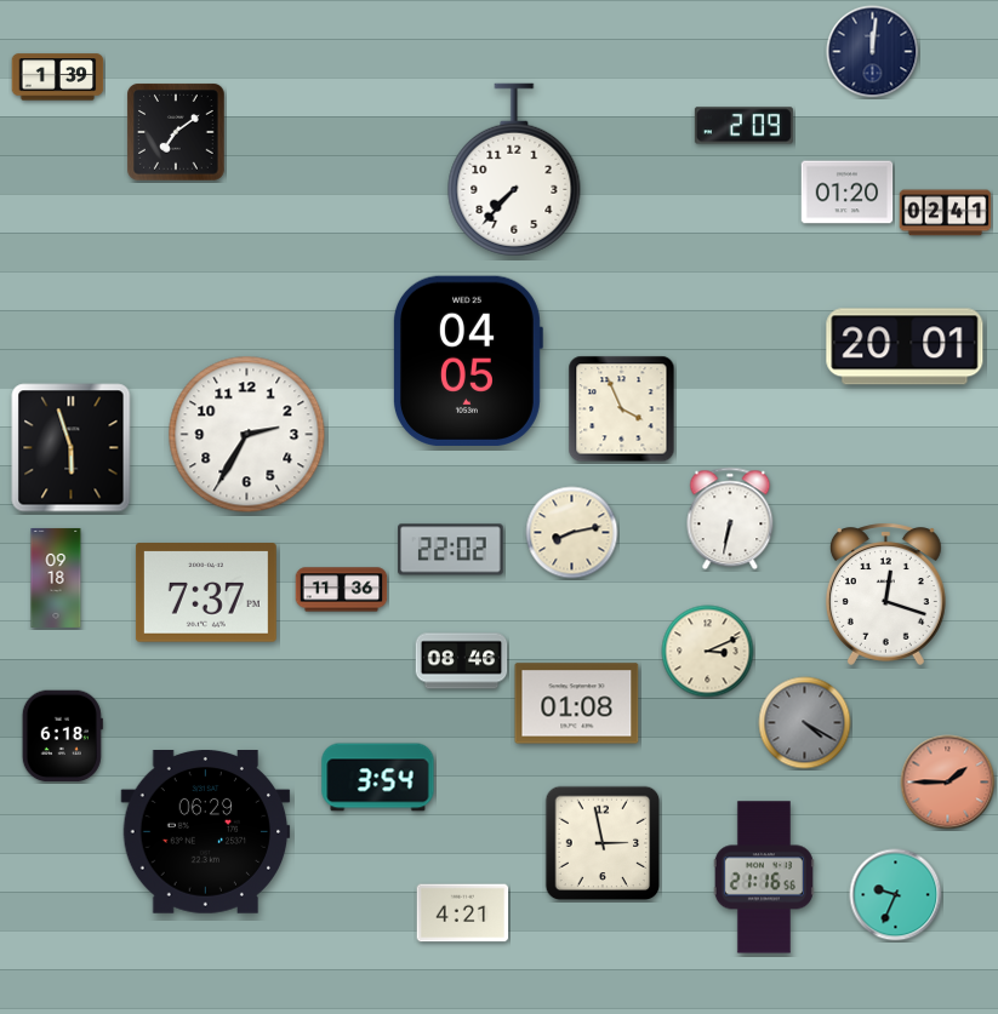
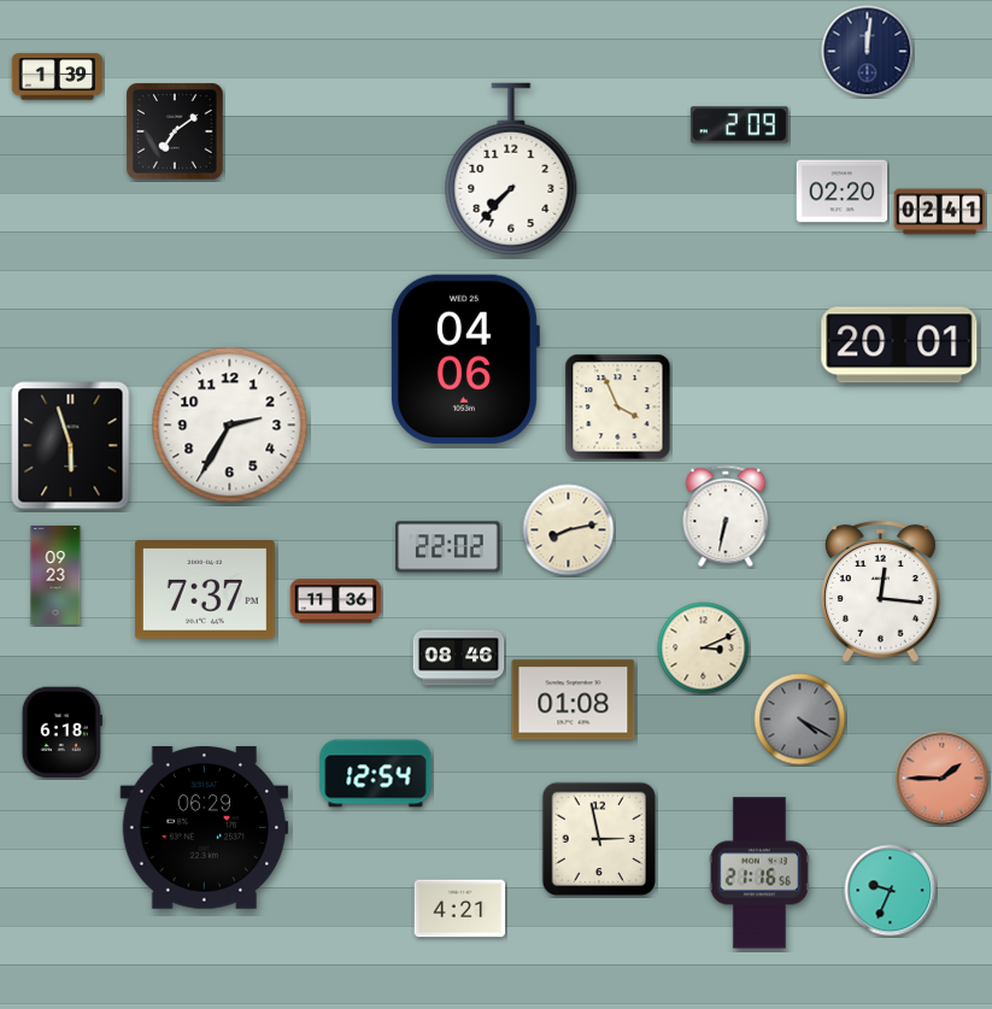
clock at (848, 193): 01:20 -> 02:20
clock at (467, 361): 04:05 -> 04:06
clock at (247, 435) position: (247, 435) -> (230, 426)
clock at (56, 578): 09:18 -> 09:23
clock at (342, 590) position: (342, 590) -> (336, 602)
clock at (885, 594): 12:18 -> 12:16
clock at (378, 778): 3:54 -> 12:54
